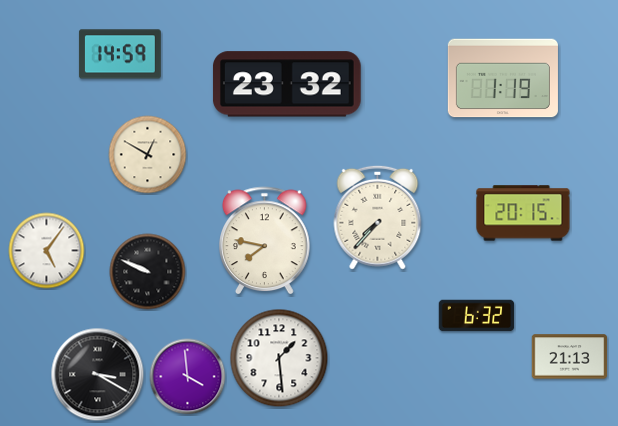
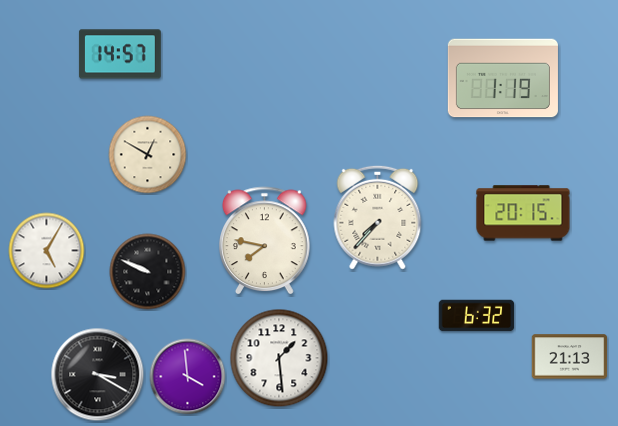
clock at (120, 54): 14:59 -> 14:57
clock at (287, 84): 23:32 -> none
clock at (47, 251): 5:06 -> 5:05
